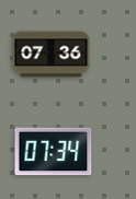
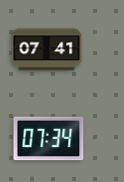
clock at (52, 55): 07:36 -> 07:41
